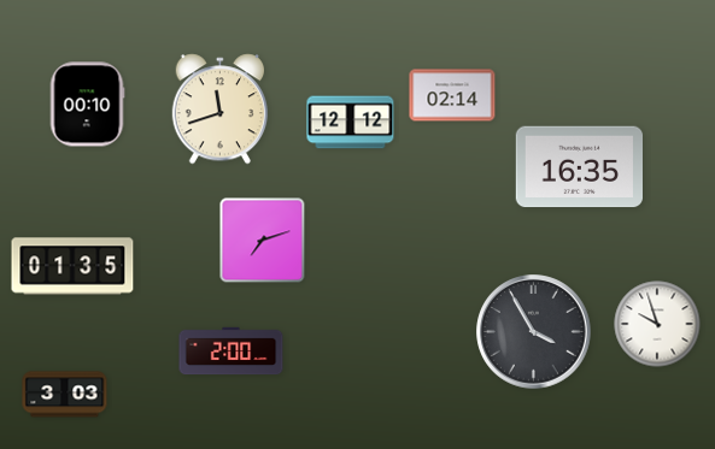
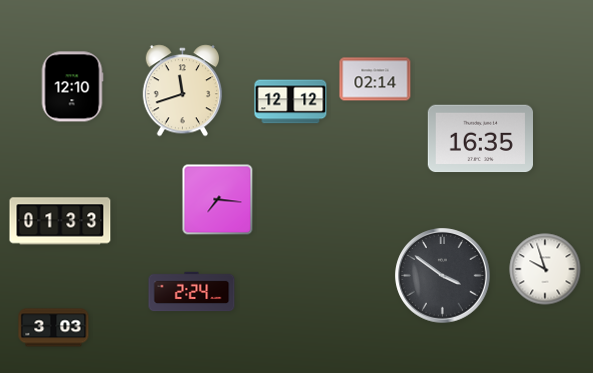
clock at (87, 105): 00:10 -> 12:10
clock at (263, 241): 7:12 -> 7:16
clock at (72, 266): 01:35 -> 01:33
clock at (534, 332): 3:55 -> 3:51
clock at (232, 351): 2:00 -> 2:24
